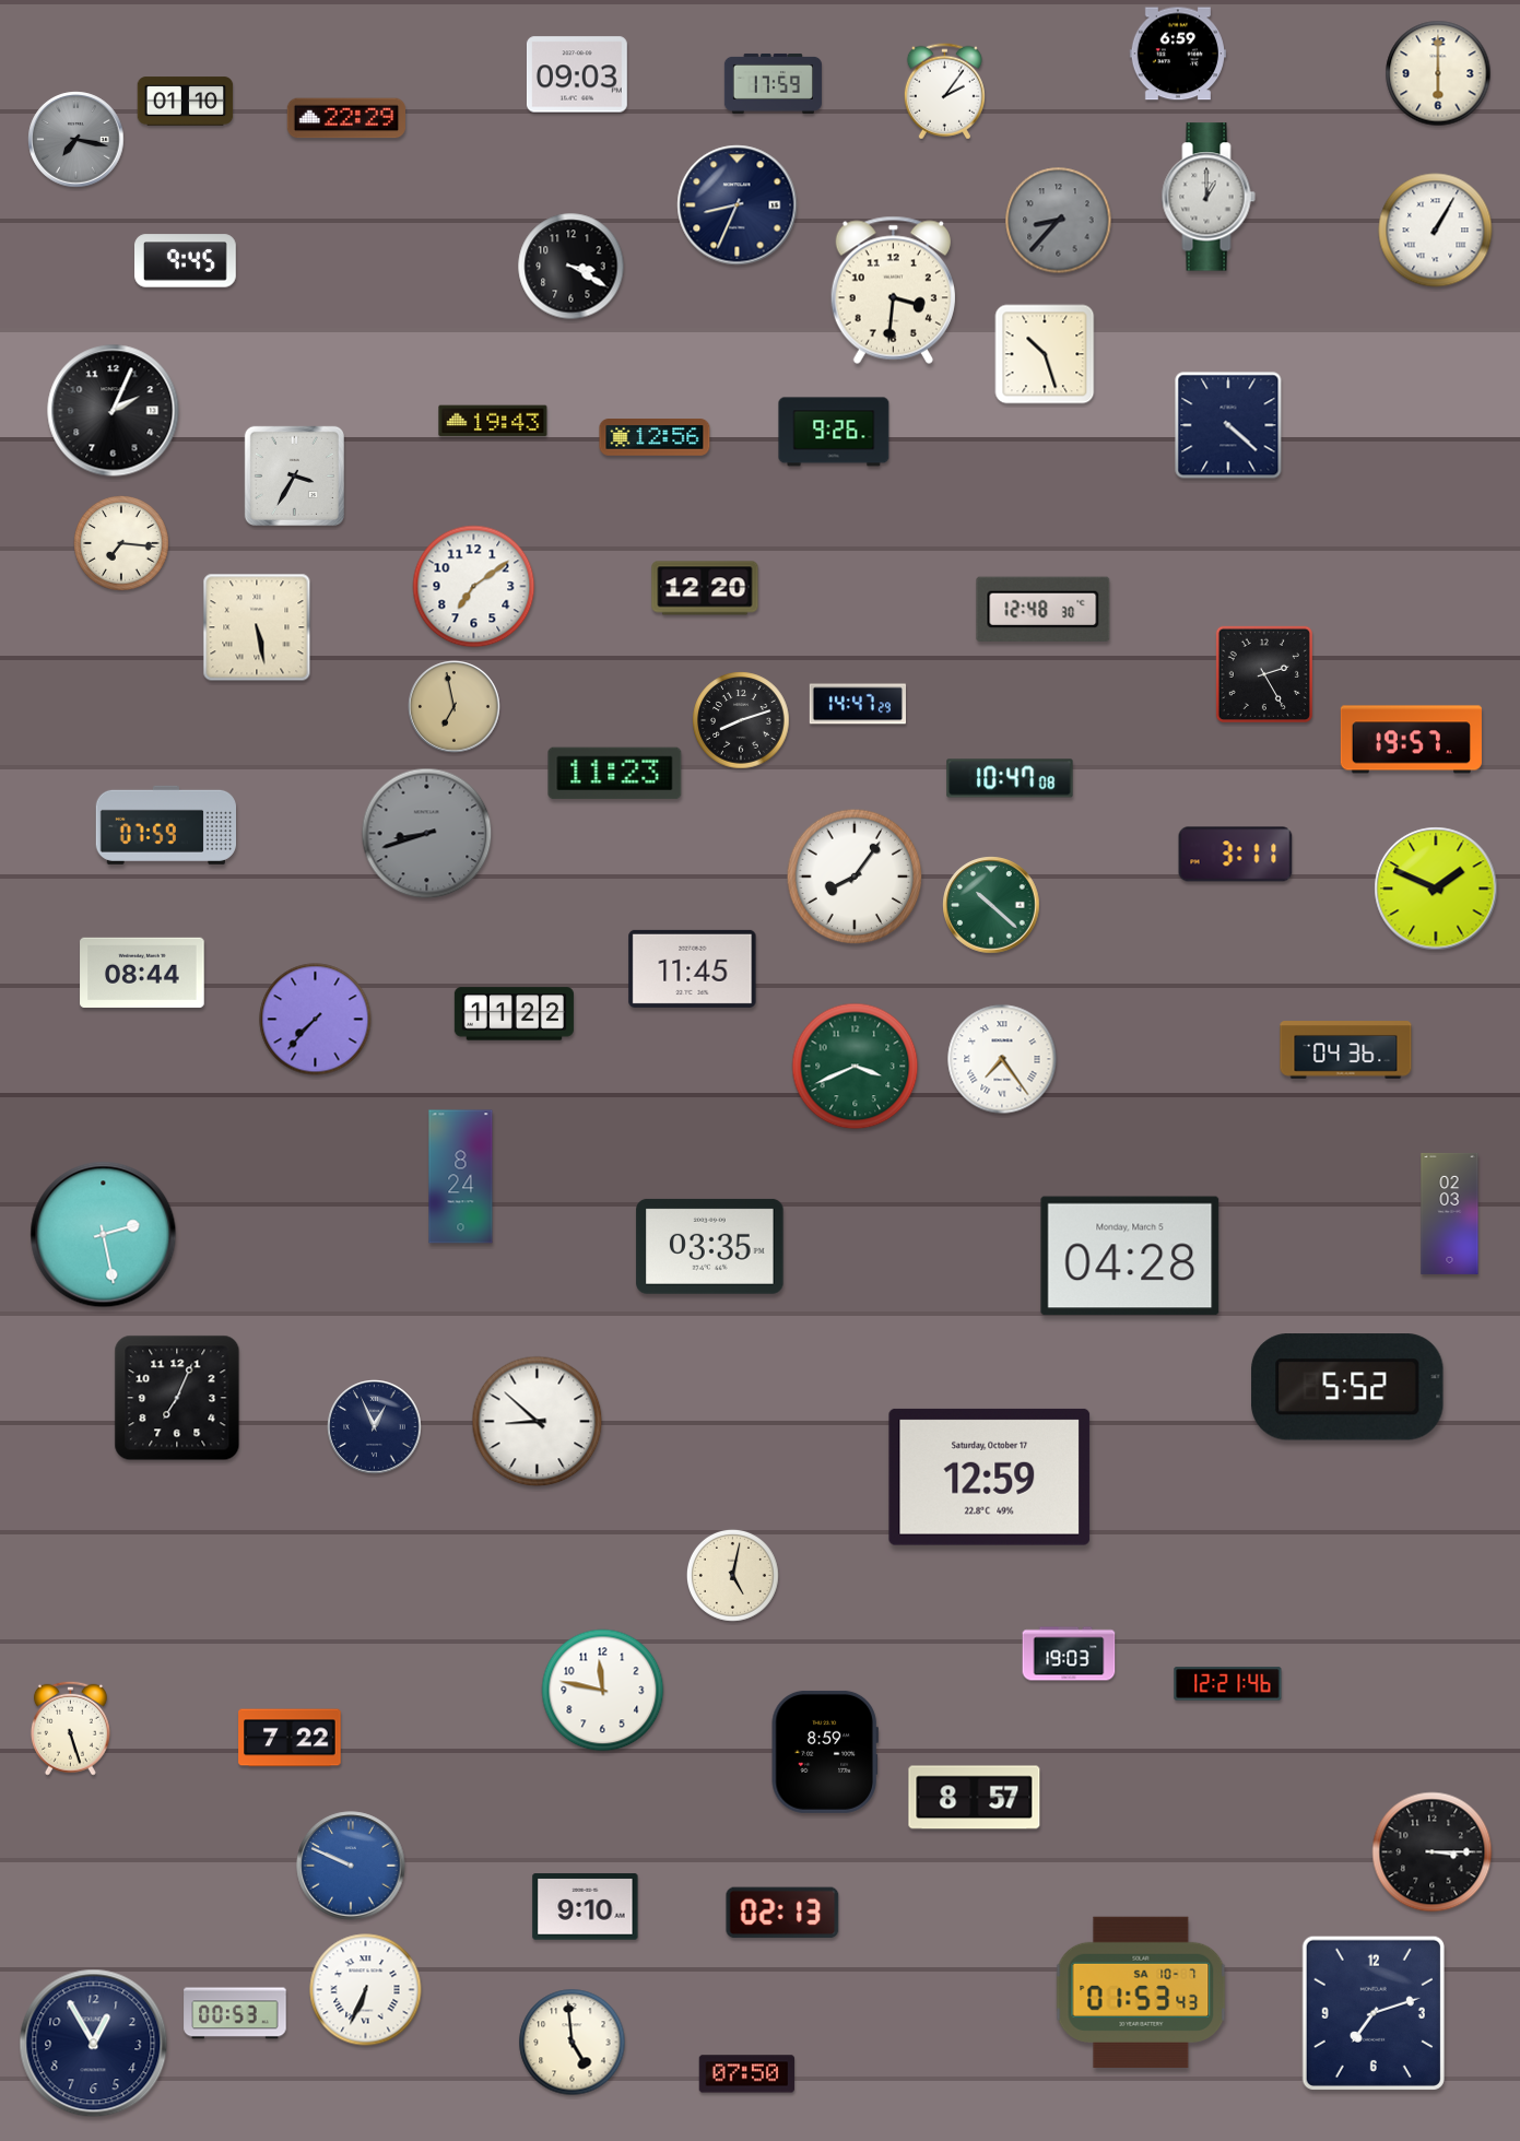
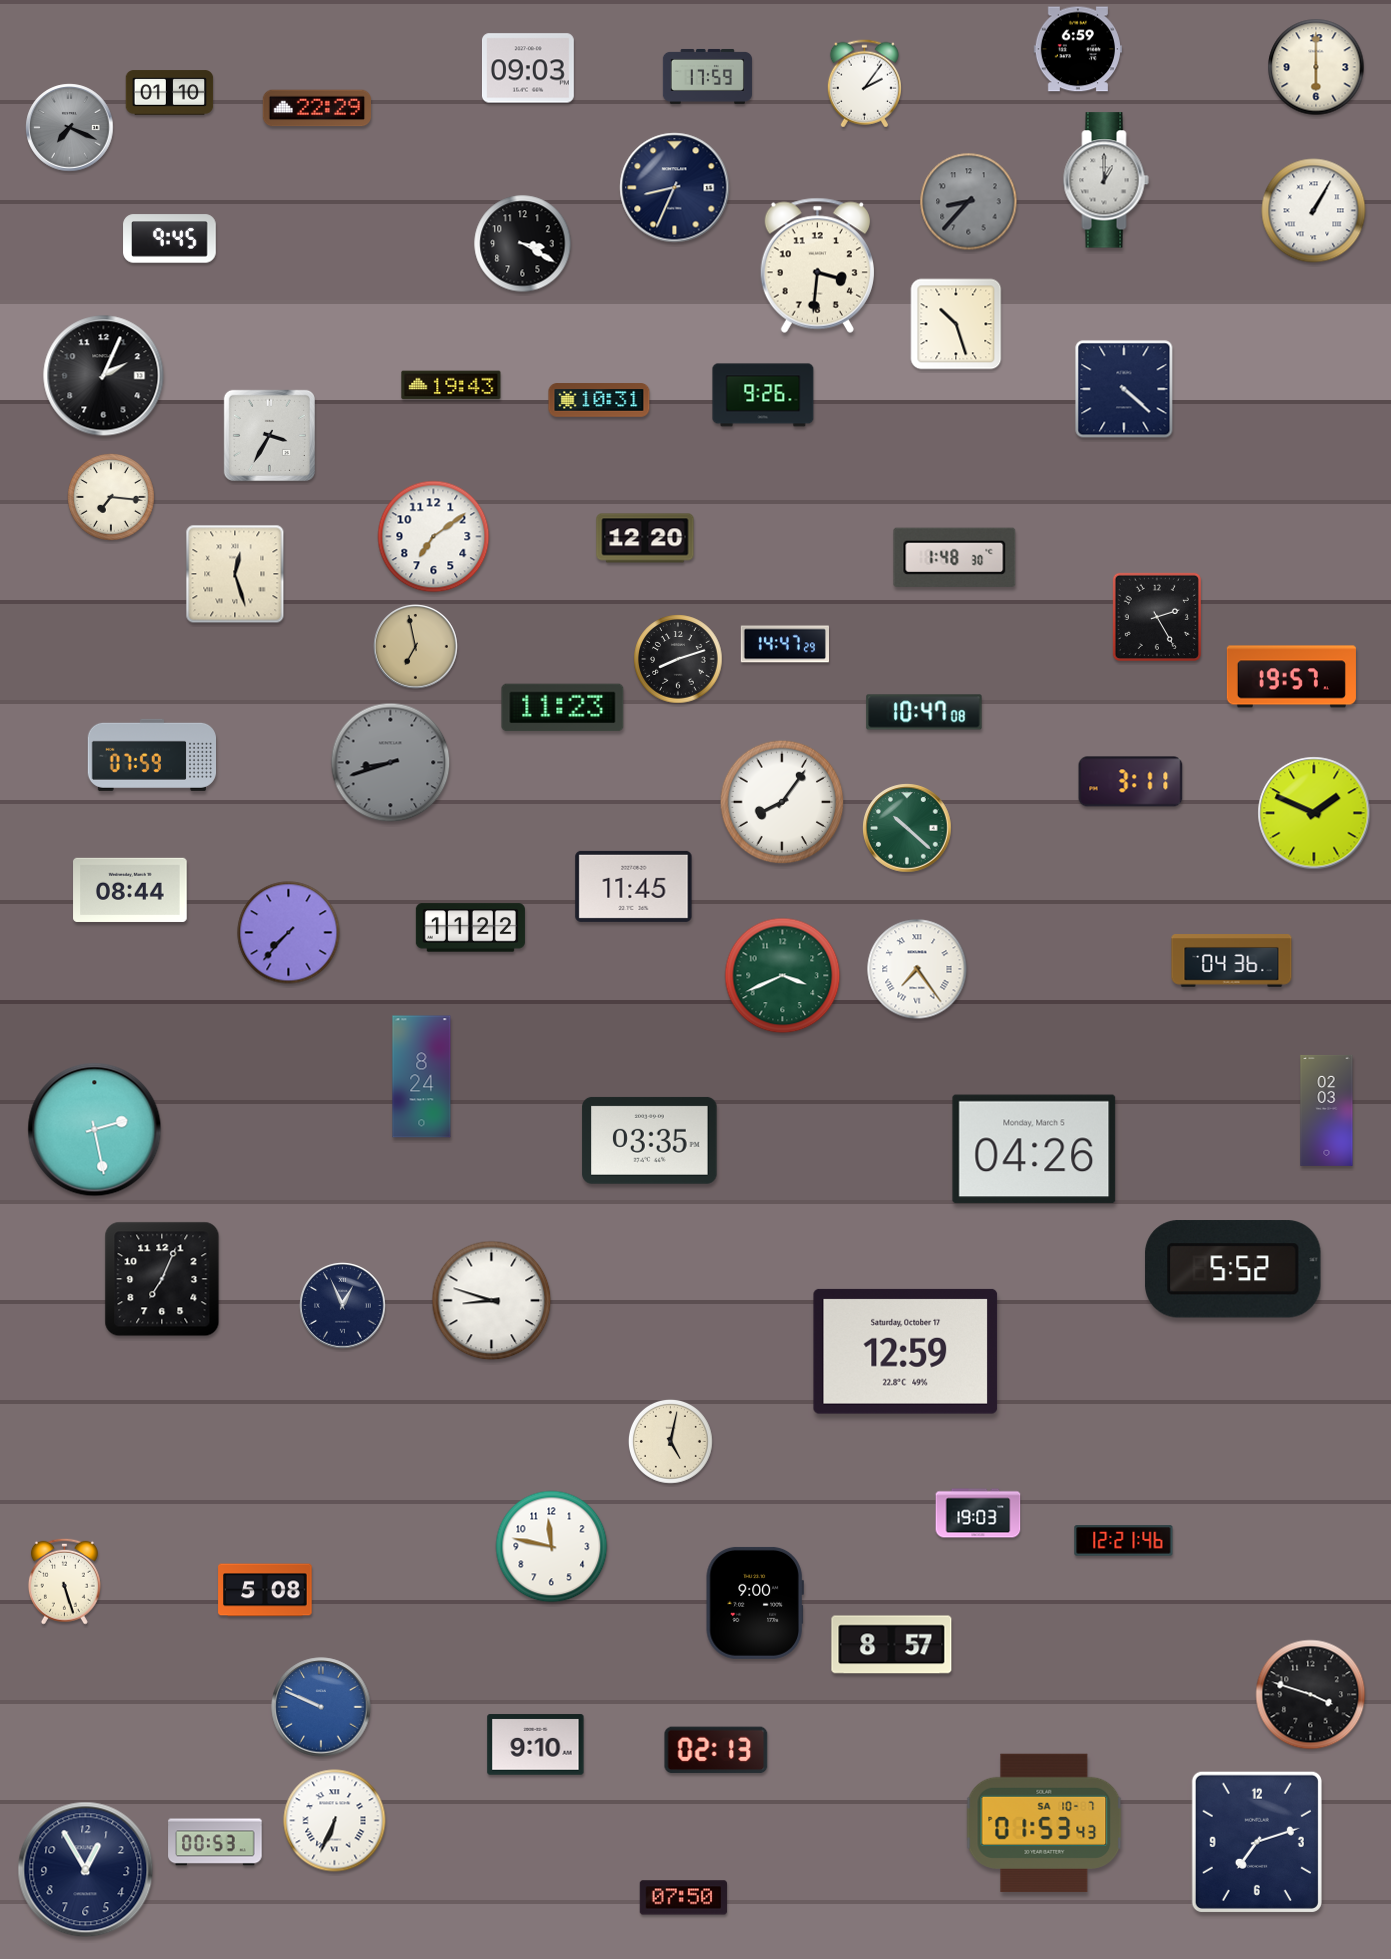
clock at (76, 140): 7:17 -> 7:19
clock at (655, 437): 12:56 -> 10:31
clock at (1044, 609): 12:48 -> 1:48
clock at (257, 627): 5:28 -> 12:27
clock at (1130, 1256): 04:28 -> 04:26
clock at (538, 1422): 8:52 -> 8:48
clock at (290, 1738): 7:22 -> 5:08
clock at (825, 1752): 8:59 -> 9:00
clock at (1433, 1852): 3:15 -> 3:48
clock at (573, 2043): 4:59 -> none
